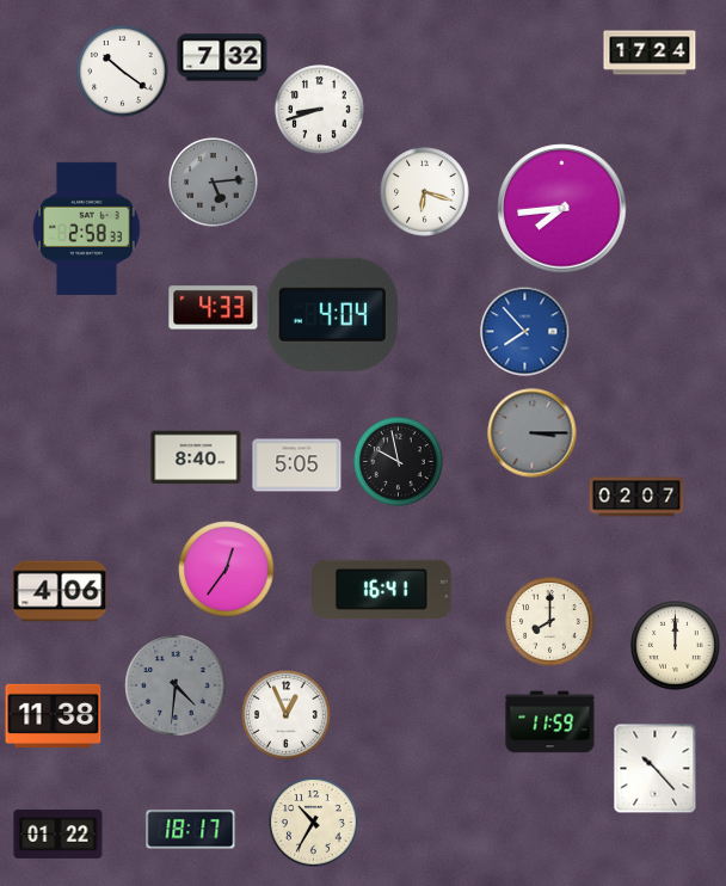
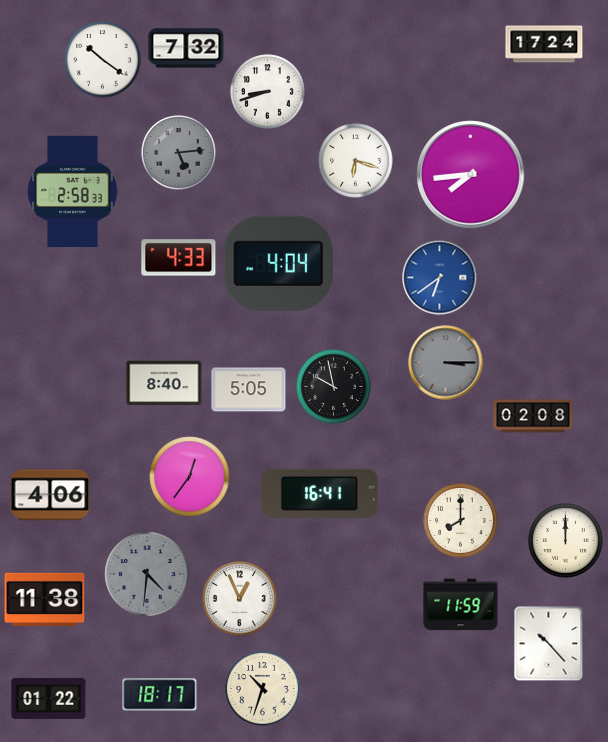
clock at (525, 332): 7:53 -> 6:39
clock at (636, 497): 02:07 -> 02:08
clock at (314, 823): 10:35 -> 10:33
